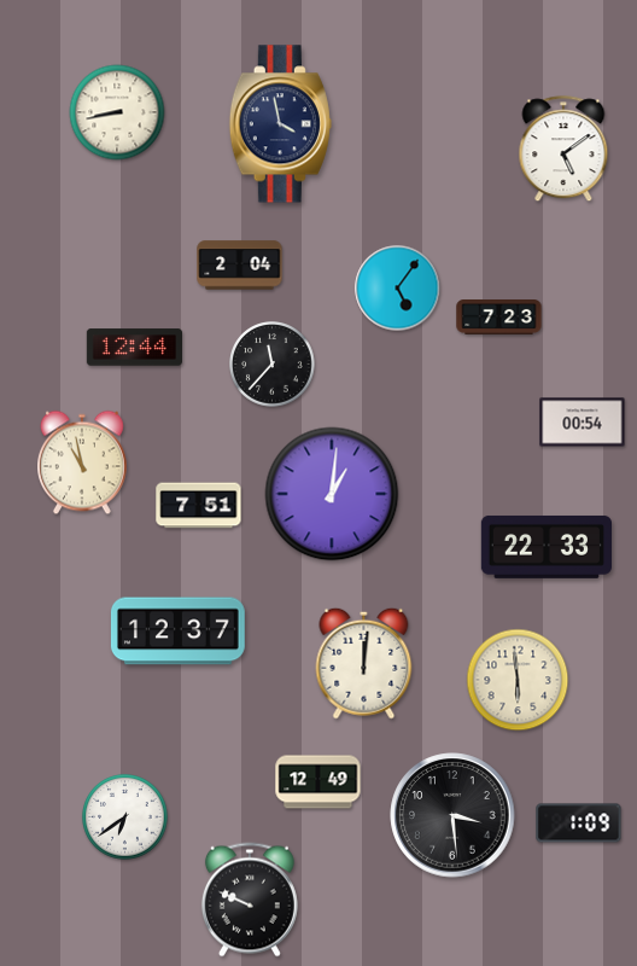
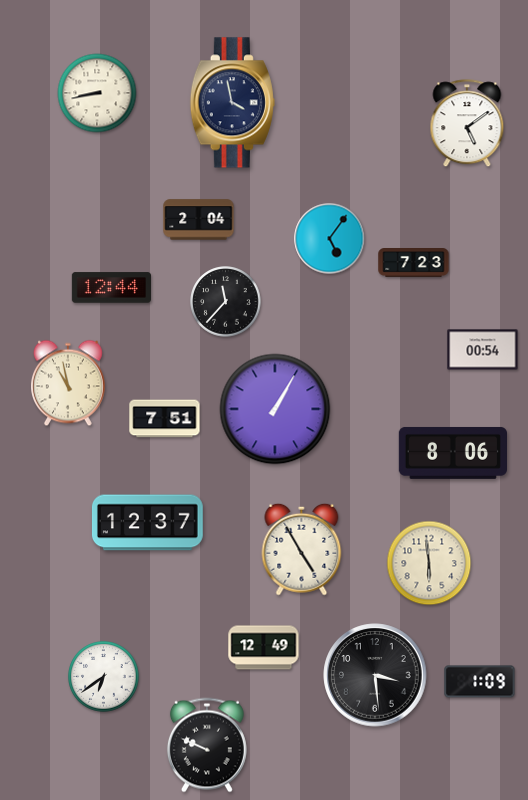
clock at (332, 494): 1:01 -> 1:05
clock at (545, 547): 22:33 -> 8:06
clock at (364, 663): 12:01 -> 4:55
